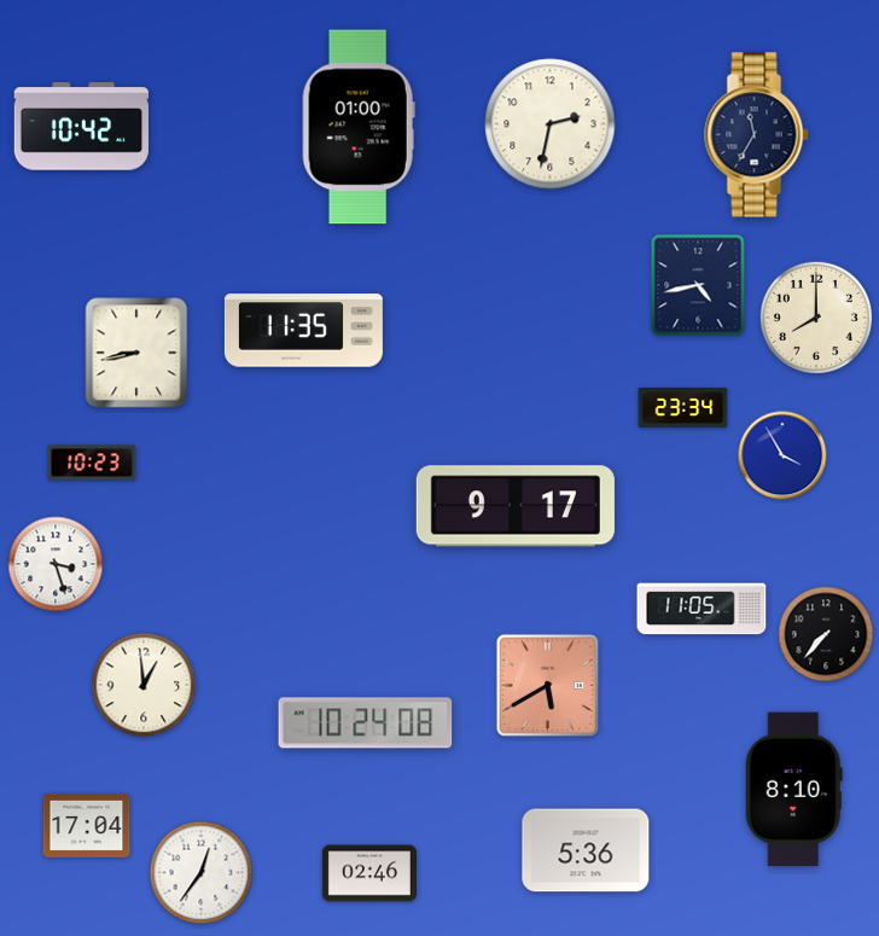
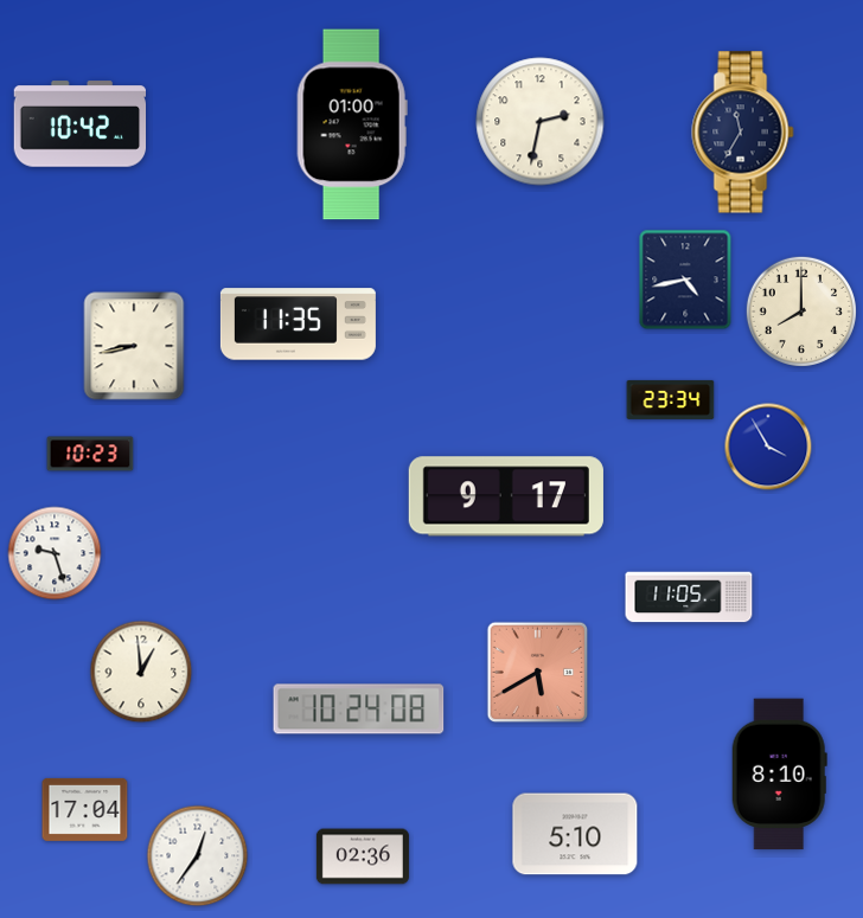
clock at (56, 564): 3:27 -> 9:27
clock at (826, 634): 7:37 -> none
clock at (586, 850): 5:36 -> 5:10
clock at (369, 873): 02:46 -> 02:36
